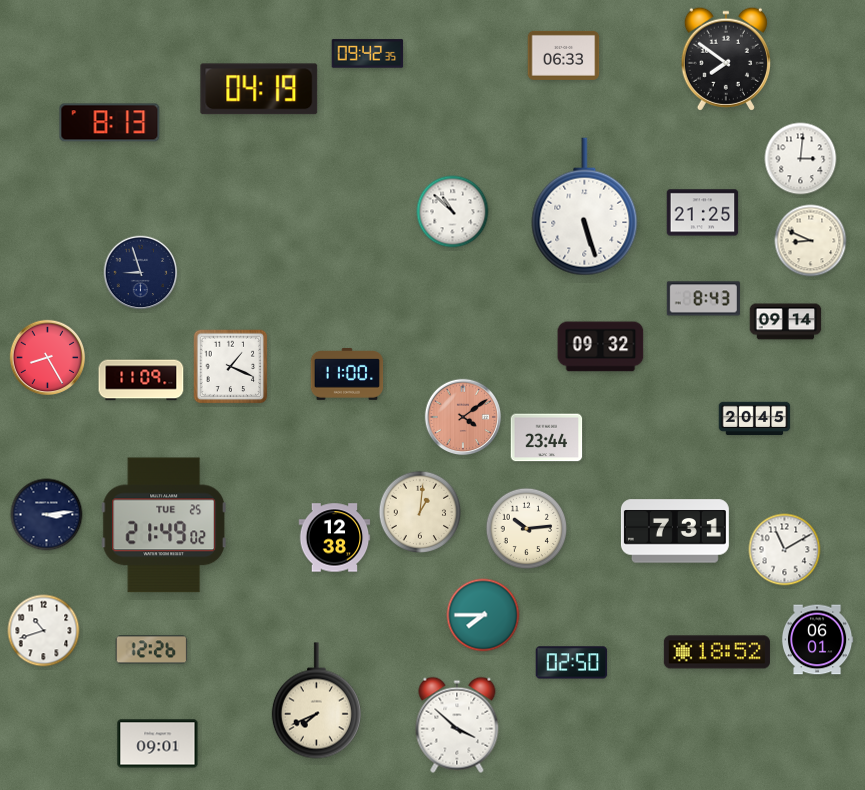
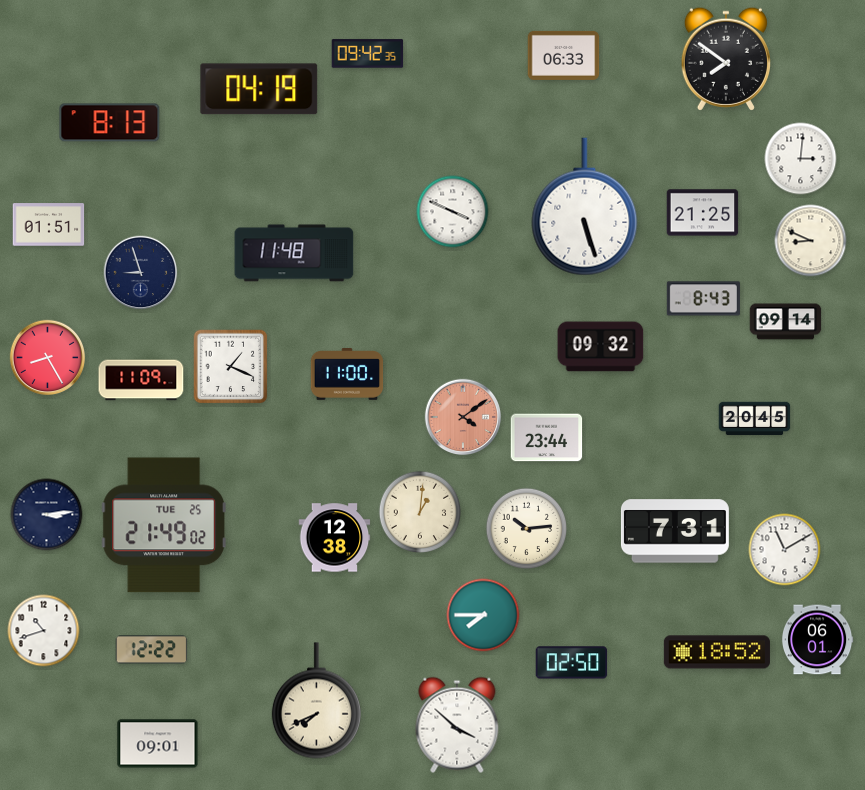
clock at (453, 212): 10:52 -> 3:49
clock at (49, 225): none -> 01:51
clock at (294, 253): none -> 11:48
clock at (152, 650): 12:26 -> 12:22
